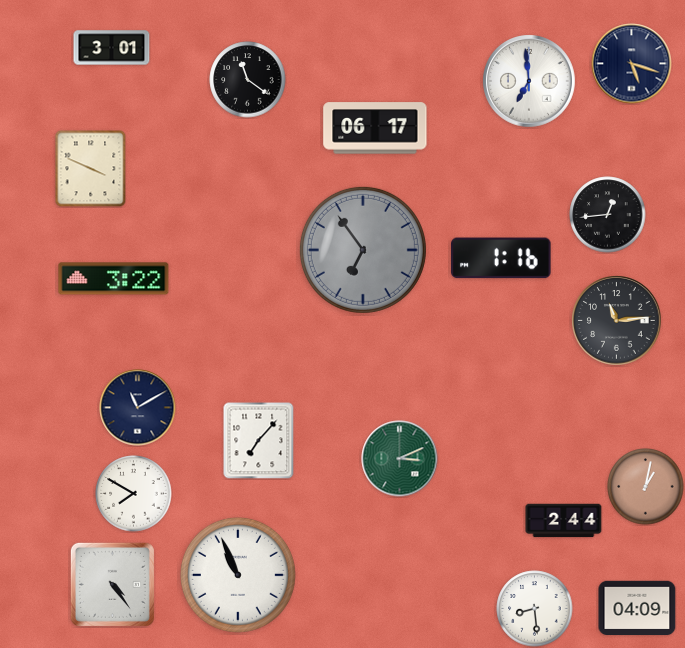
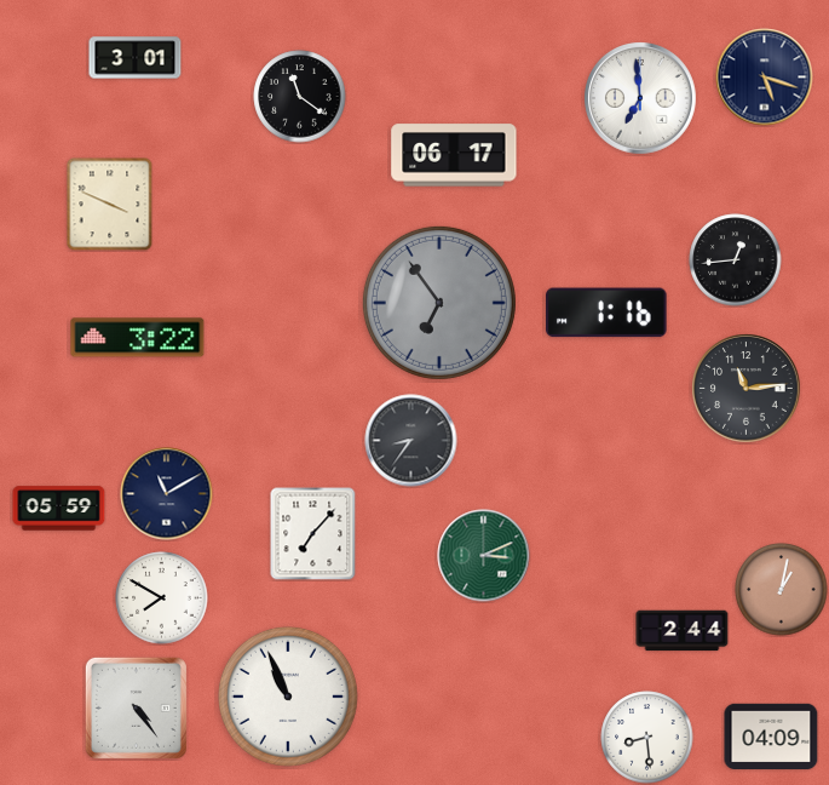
clock at (411, 441): none -> 8:36
clock at (59, 509): none -> 05:59
